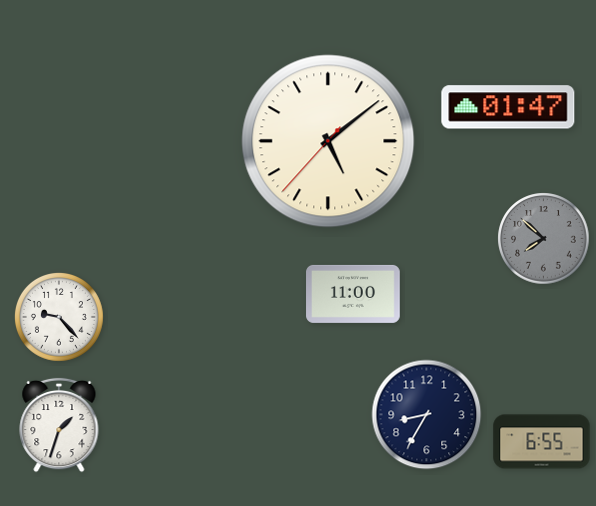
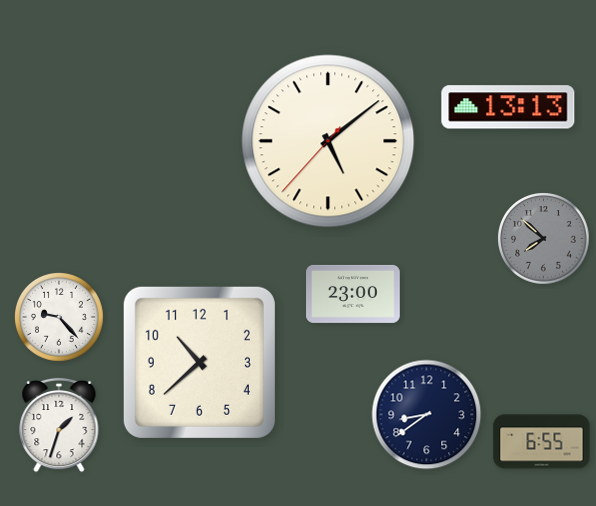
clock at (508, 107): 01:47 -> 13:13
clock at (353, 294): 11:00 -> 23:00
clock at (199, 362): none -> 10:38
clock at (427, 415): 8:35 -> 8:39
